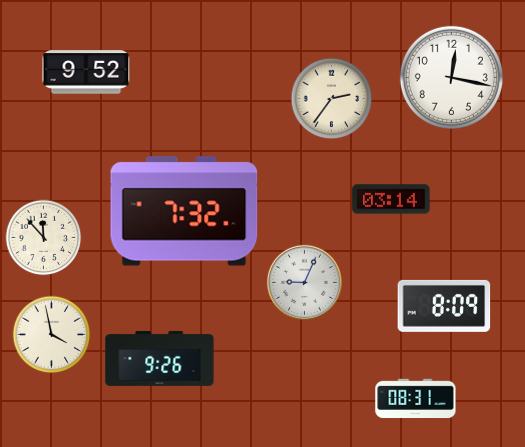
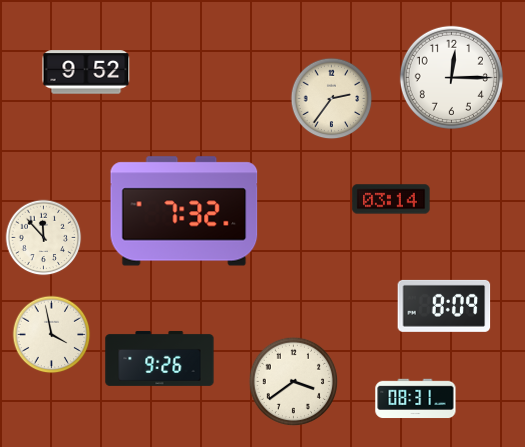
clock at (451, 77): 12:17 -> 12:15
clock at (304, 282): 9:04 -> none
clock at (294, 382): none -> 3:39
